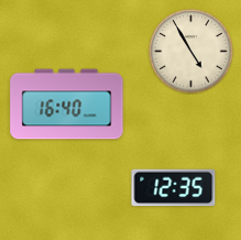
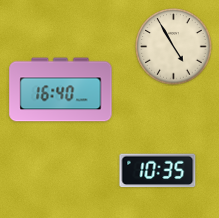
clock at (67, 105) position: (67, 105) -> (61, 90)
clock at (174, 188): 12:35 -> 10:35
